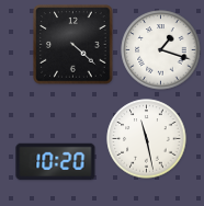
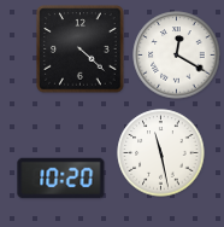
clock at (161, 50): 1:18 -> 12:20
